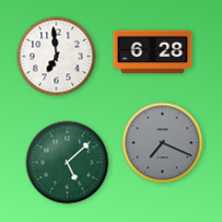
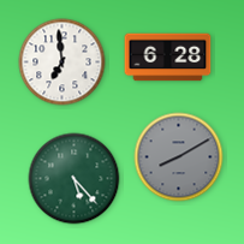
clock at (163, 143): 7:19 -> 8:10
clock at (68, 163): 5:08 -> 5:23
